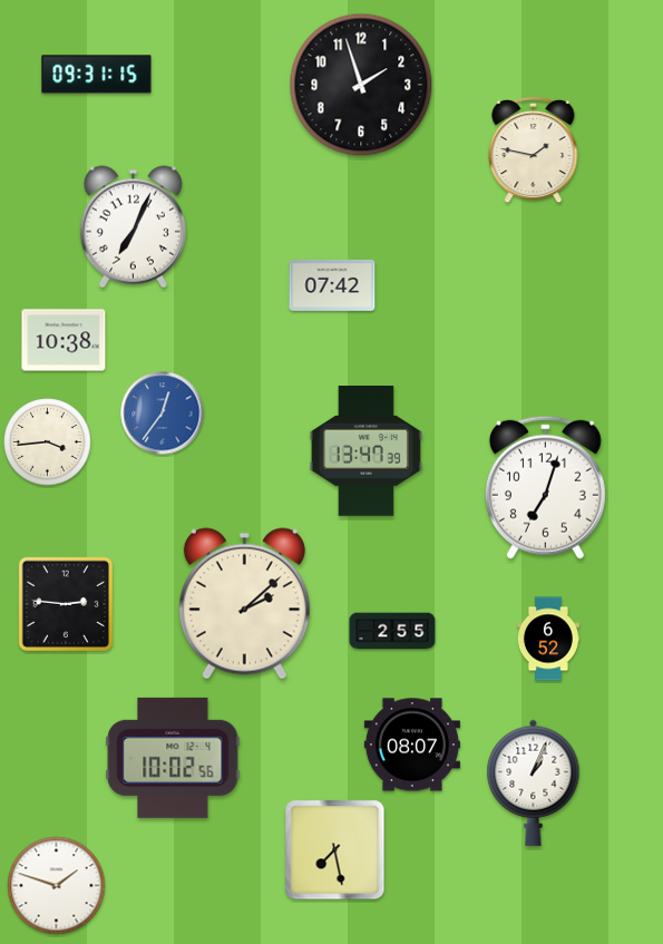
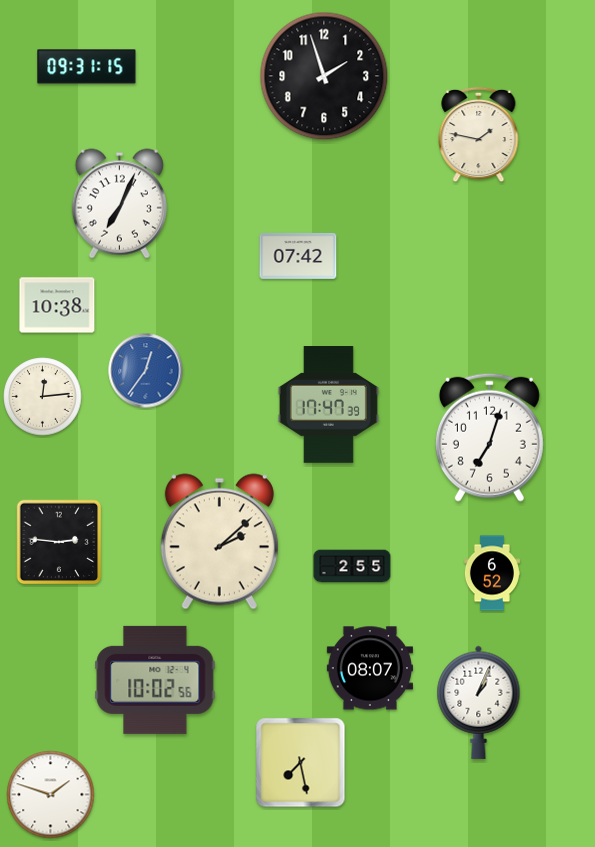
clock at (48, 442): 3:44 -> 12:14
clock at (365, 451): 13:47 -> 17:47
